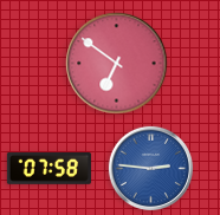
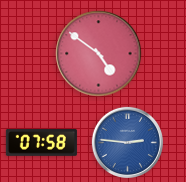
clock at (117, 64): 6:51 -> 4:51
